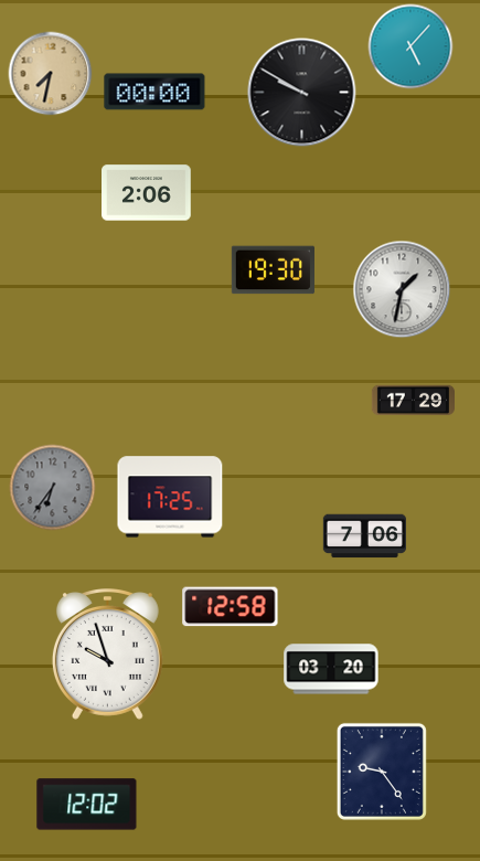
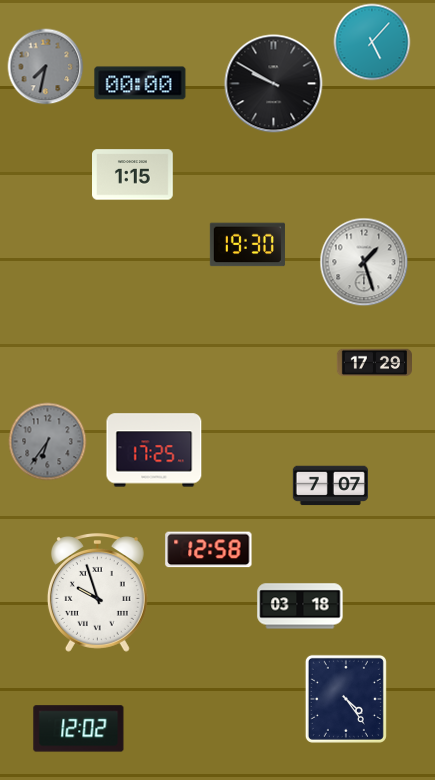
clock at (51, 74) dial: champagne -> grey
clock at (147, 193): 2:06 -> 1:15
clock at (402, 289): 1:32 -> 1:27
clock at (364, 536): 7:06 -> 7:07
clock at (331, 669): 03:20 -> 03:18
clock at (382, 772): 9:24 -> 4:24
